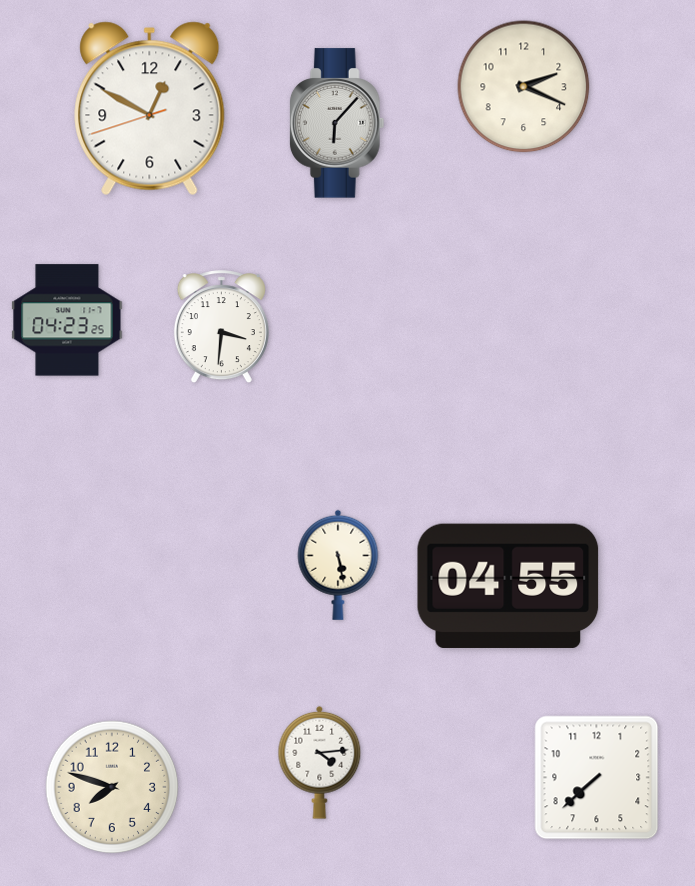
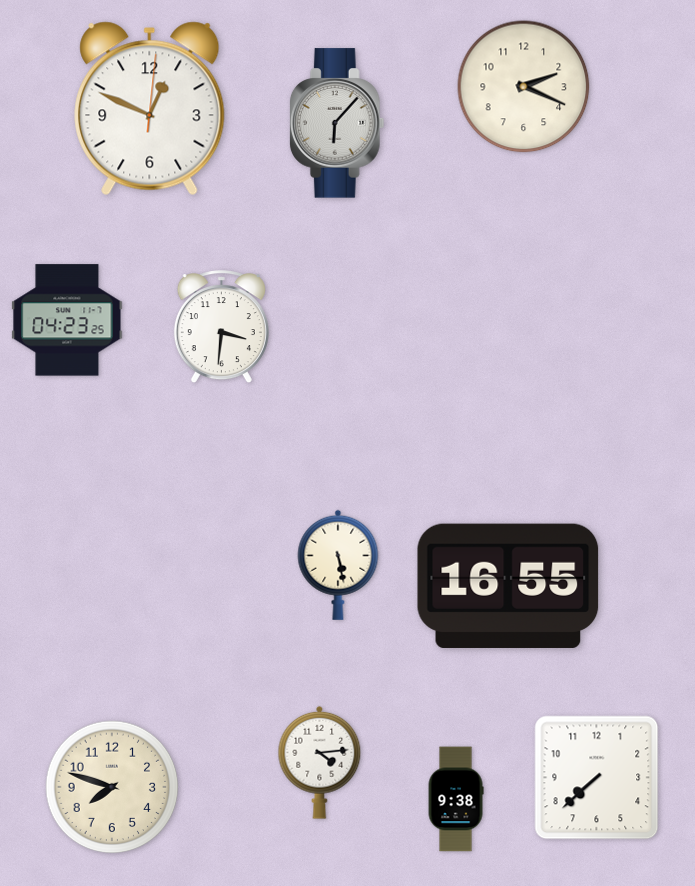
clock at (150, 109): 12:49:42 -> 12:49:01
clock at (508, 585): 04:55 -> 16:55
clock at (456, 799): none -> 9:38
